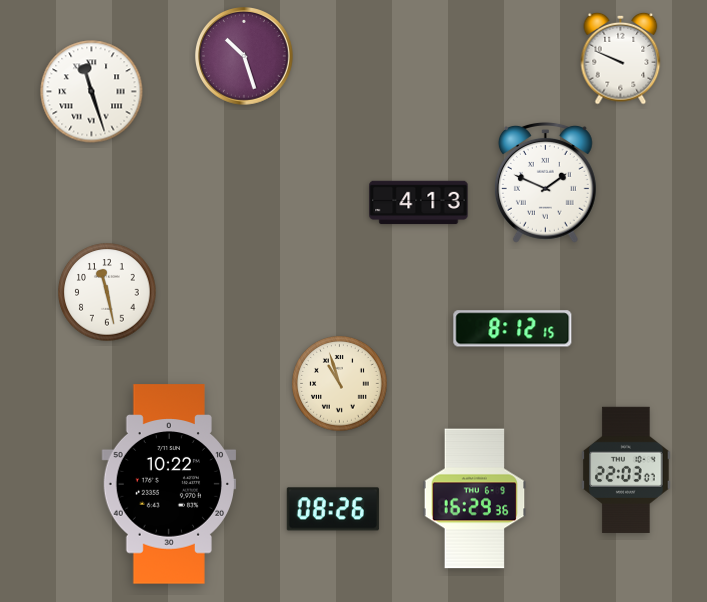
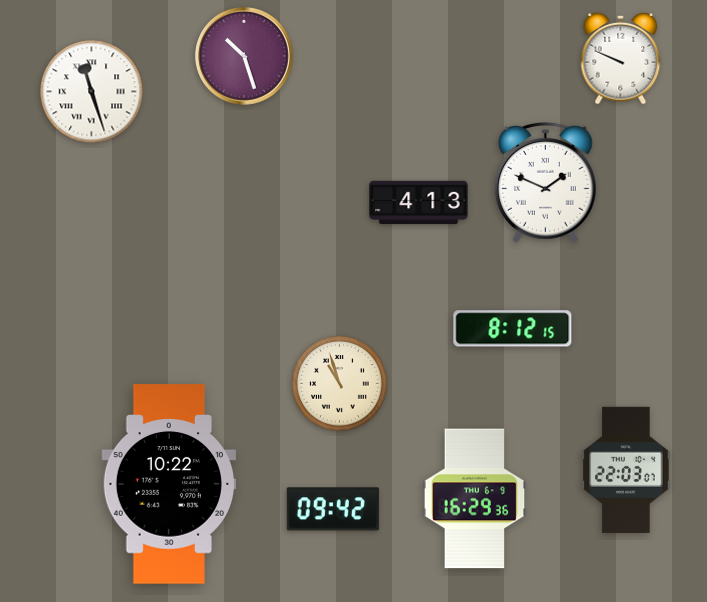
clock at (107, 292): 11:28 -> none
clock at (333, 509): 08:26 -> 09:42
